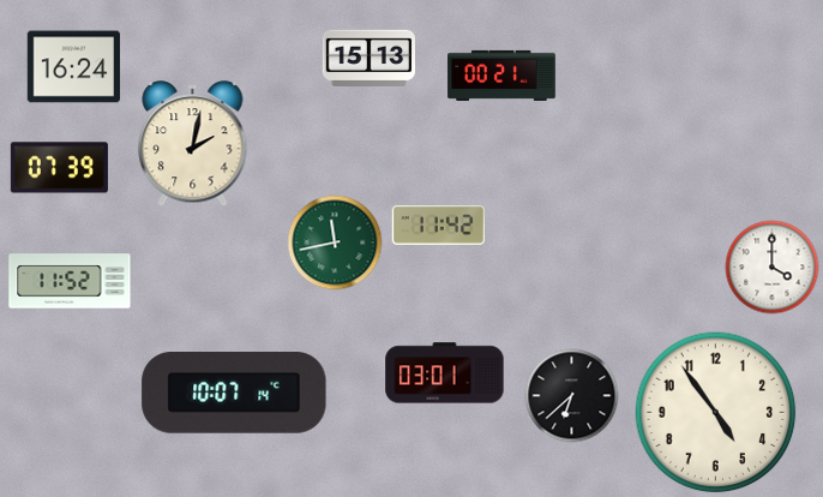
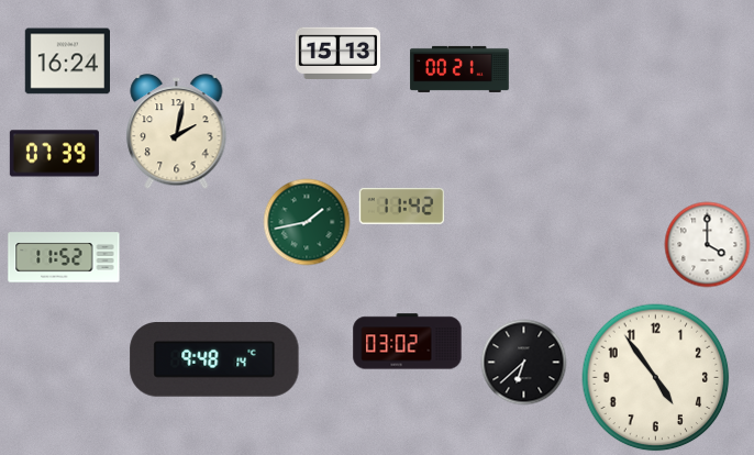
clock at (335, 242): 11:43 -> 1:43
clock at (445, 373): 03:01 -> 03:02
clock at (234, 393): 10:07 -> 9:48
